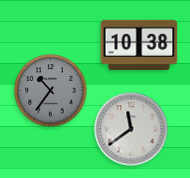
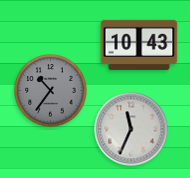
clock at (139, 44): 10:38 -> 10:43
clock at (131, 129): 11:39 -> 11:34
